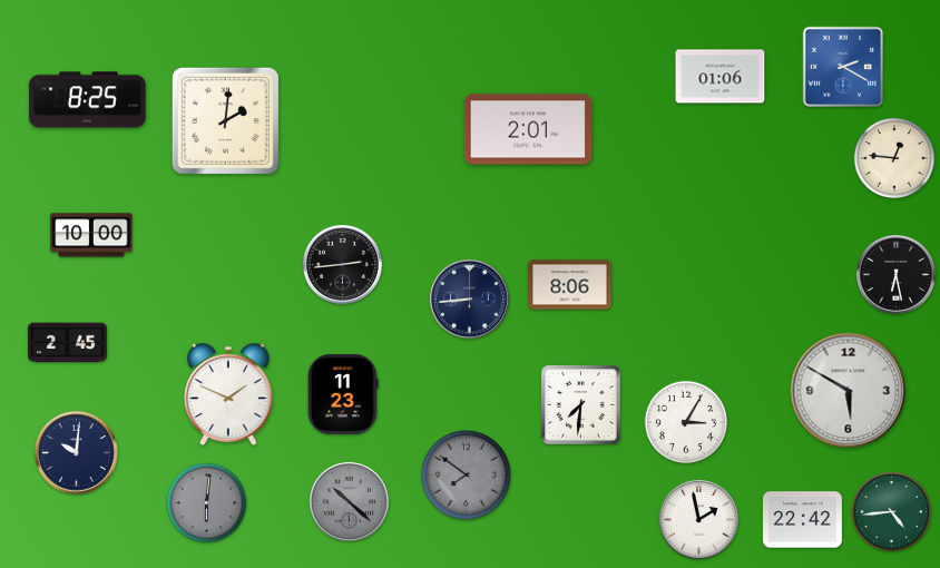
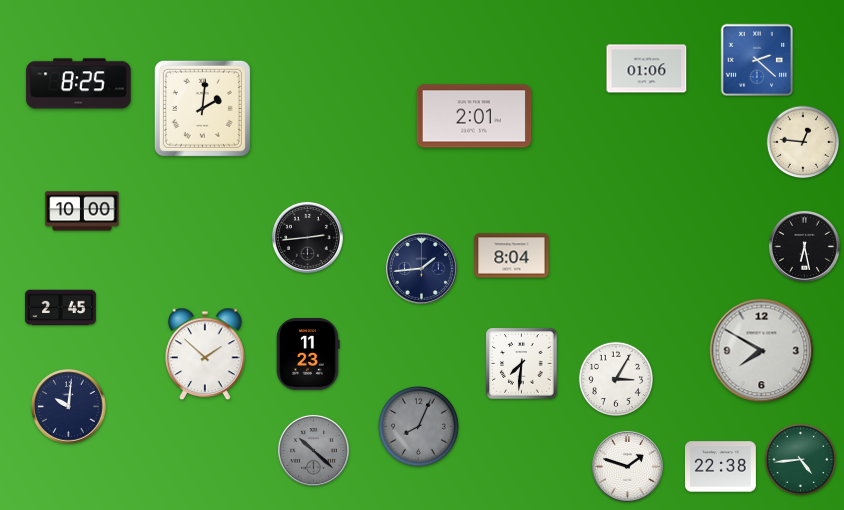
clock at (842, 66): 2:20 -> 2:22
clock at (88, 100) position: (88, 100) -> (79, 84)
clock at (570, 285): 8:06 -> 8:04
clock at (469, 298): 8:44 -> 1:44
clock at (849, 391): 5:50 -> 7:50
clock at (228, 394): 1:49 -> 1:52
clock at (467, 476): 7:51 -> 8:04
clock at (207, 503): 6:01 -> none
clock at (698, 519): 1:58 -> 1:48
clock at (802, 520): 22:42 -> 22:38
